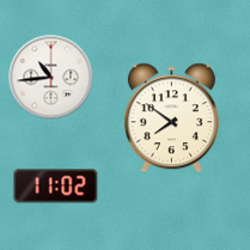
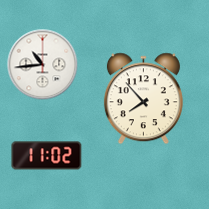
clock at (171, 118): 7:51 -> 7:53
